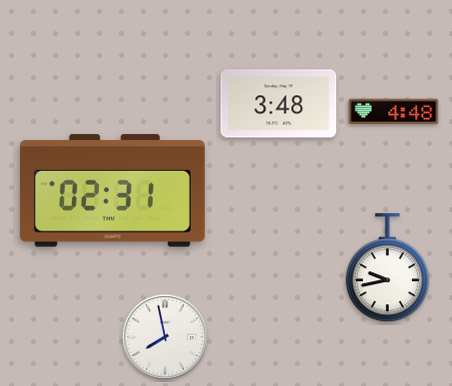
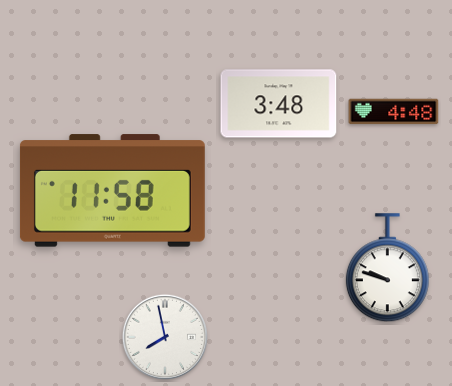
clock at (112, 191): 02:31 -> 11:58
clock at (387, 268): 9:43 -> 9:48
